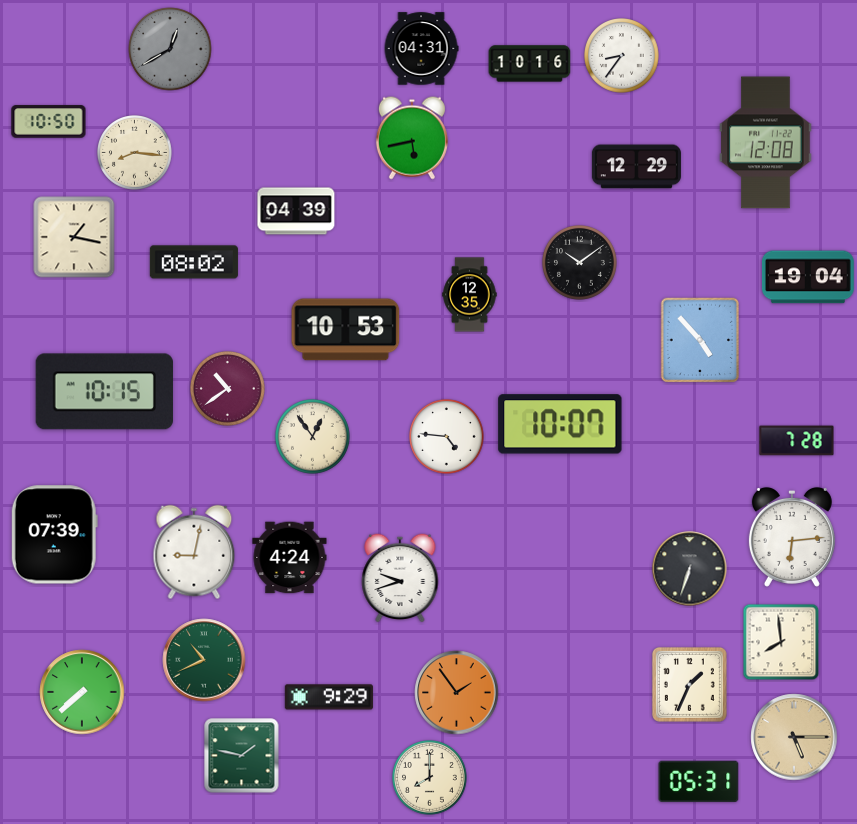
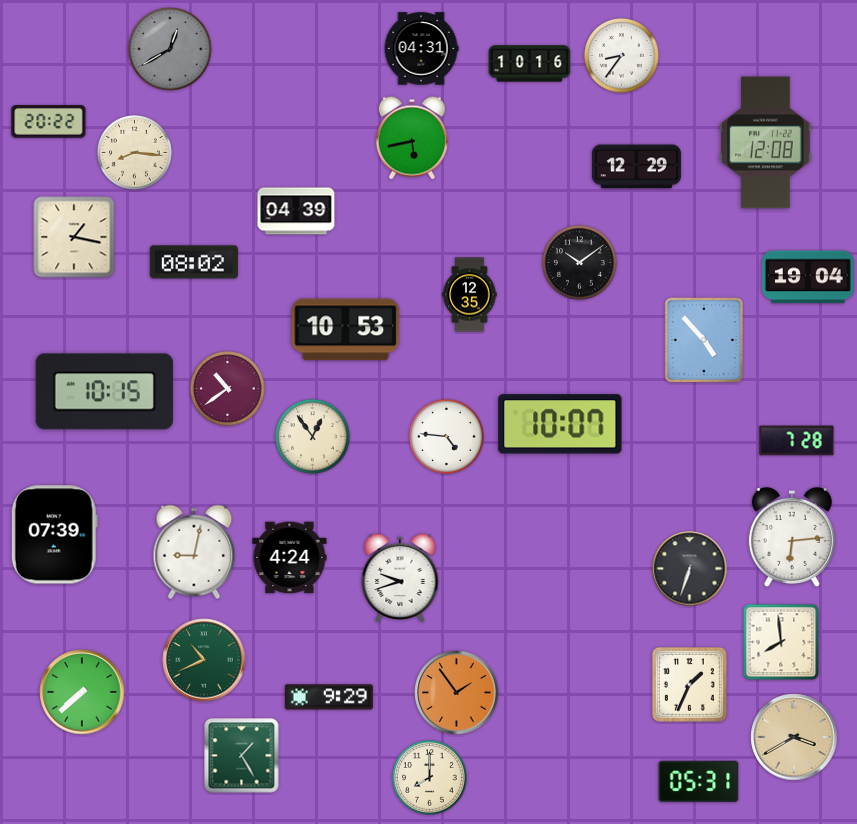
clock at (49, 122): 10:50 -> 20:22
clock at (700, 340) position: (700, 340) -> (704, 340)
clock at (794, 737): 5:15 -> 3:40
clock at (242, 756): 1:47 -> 1:25
